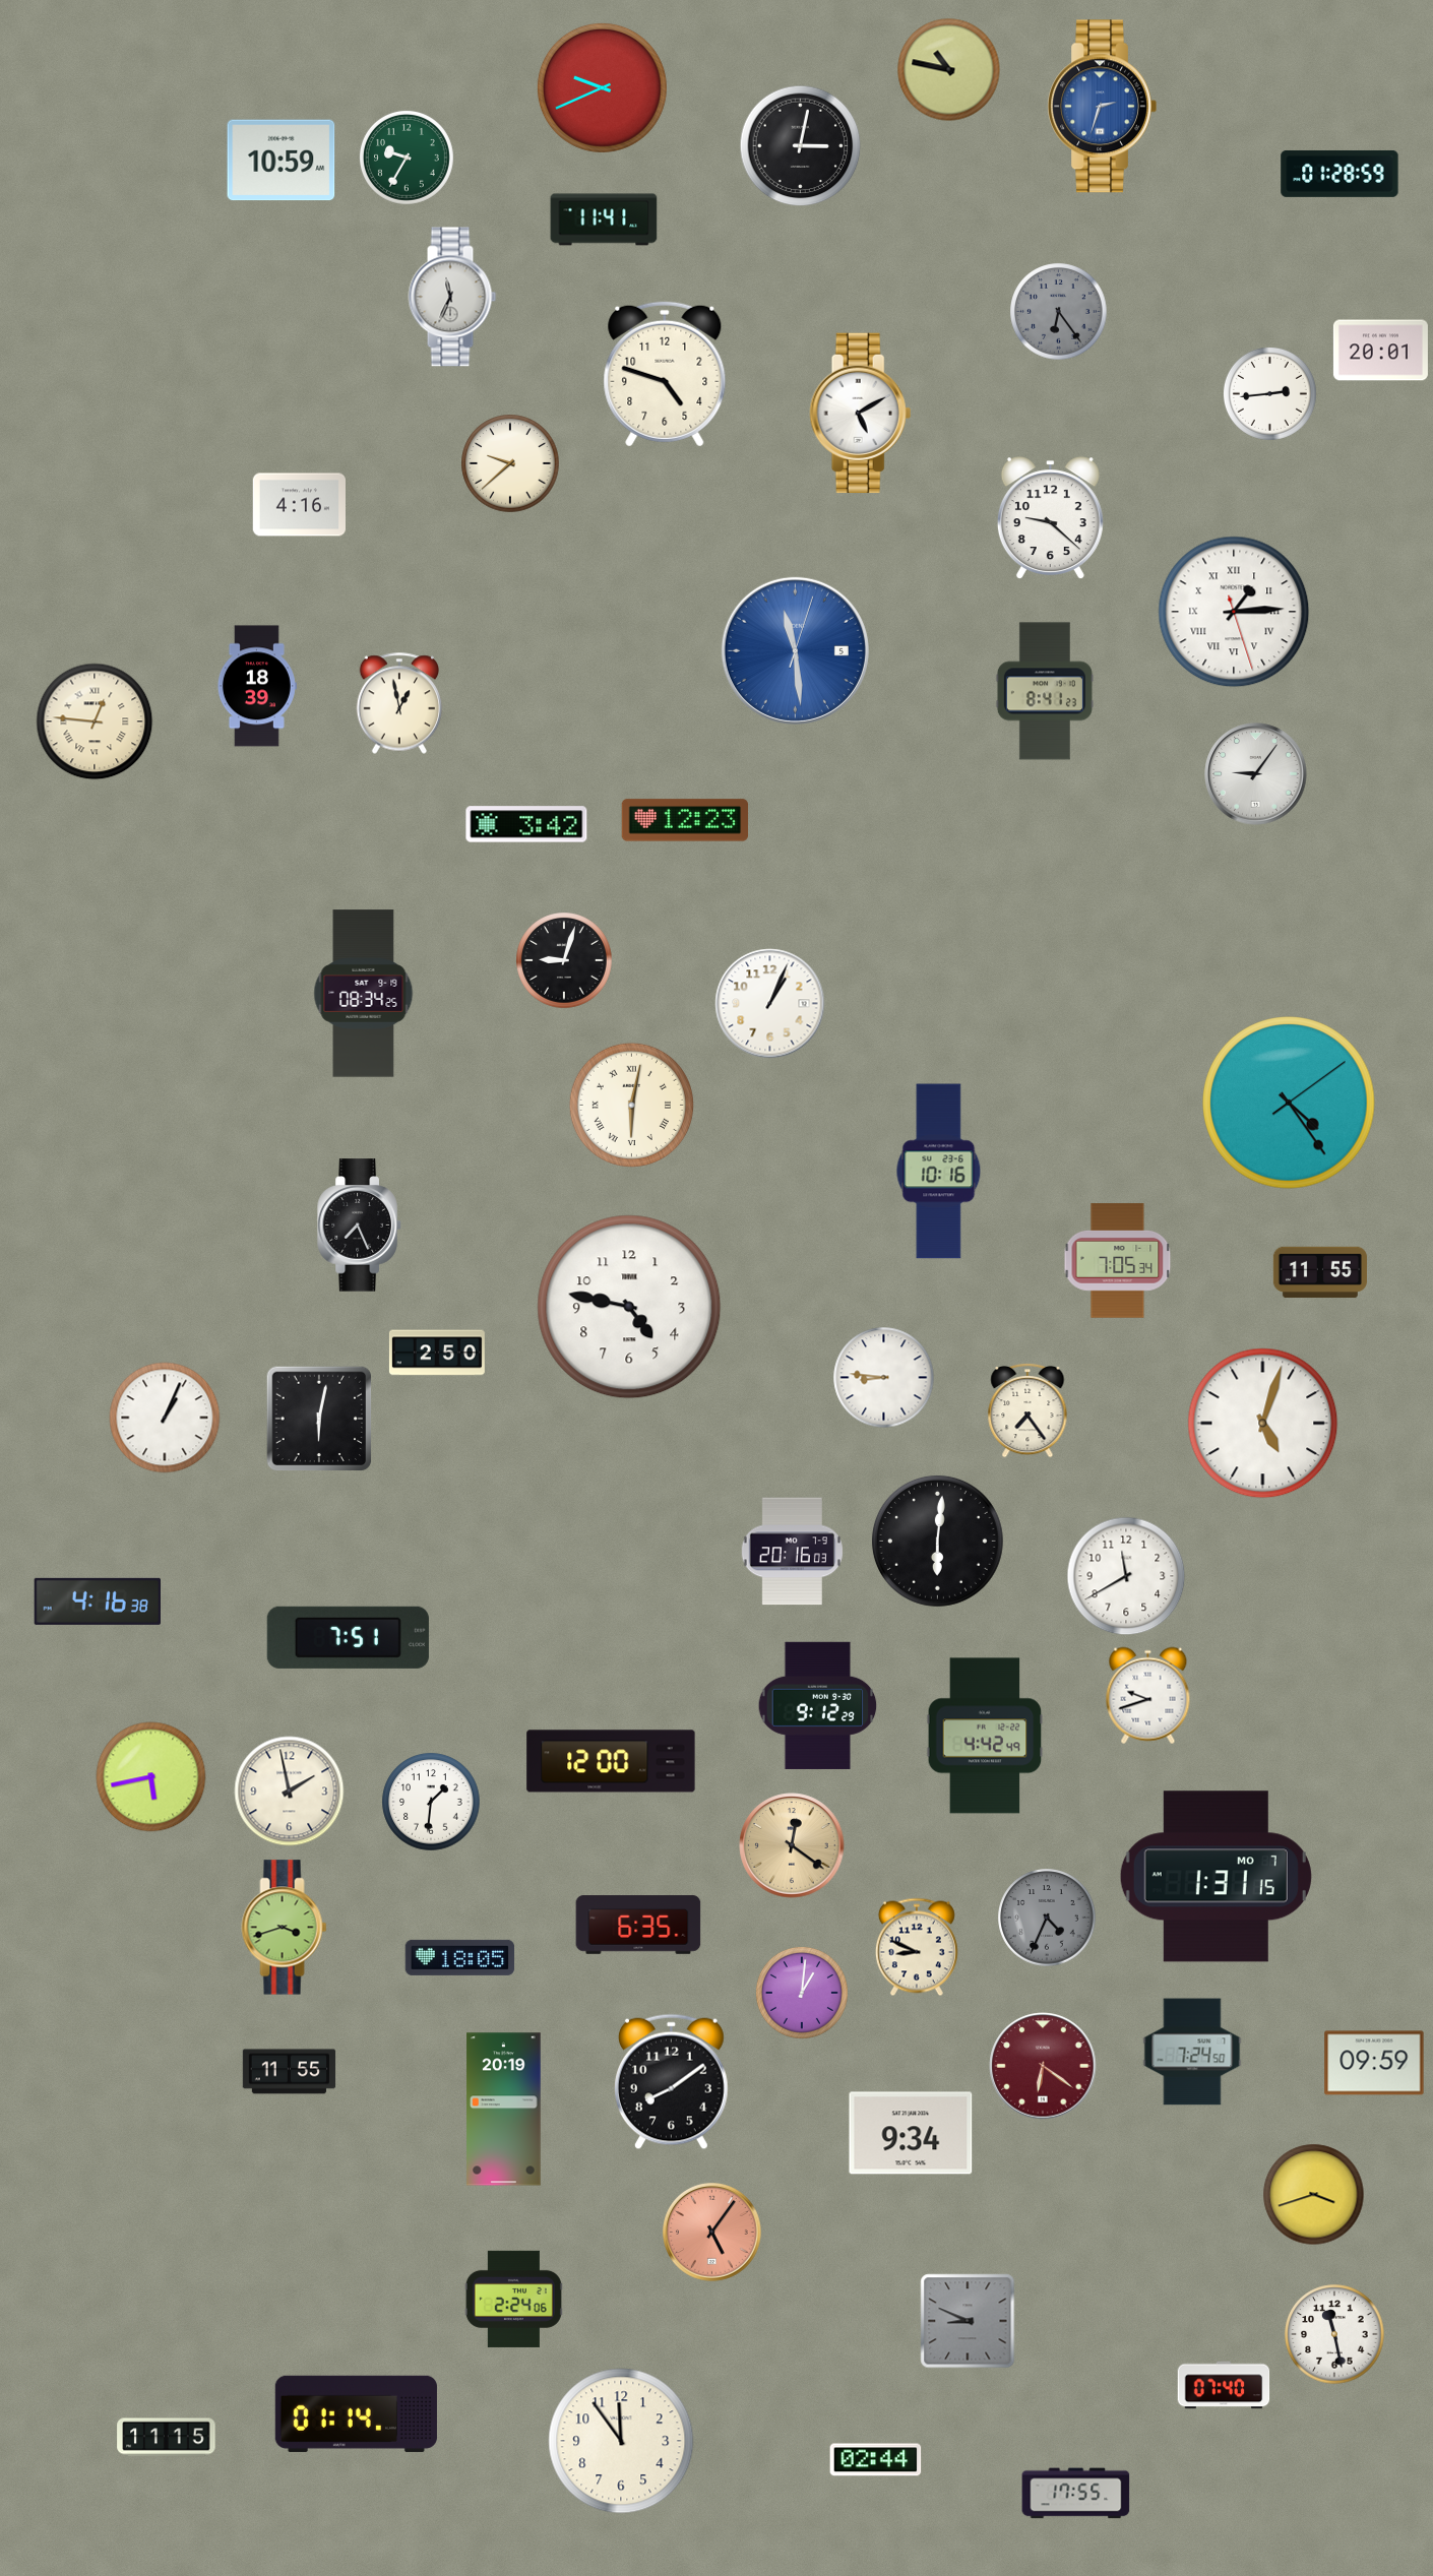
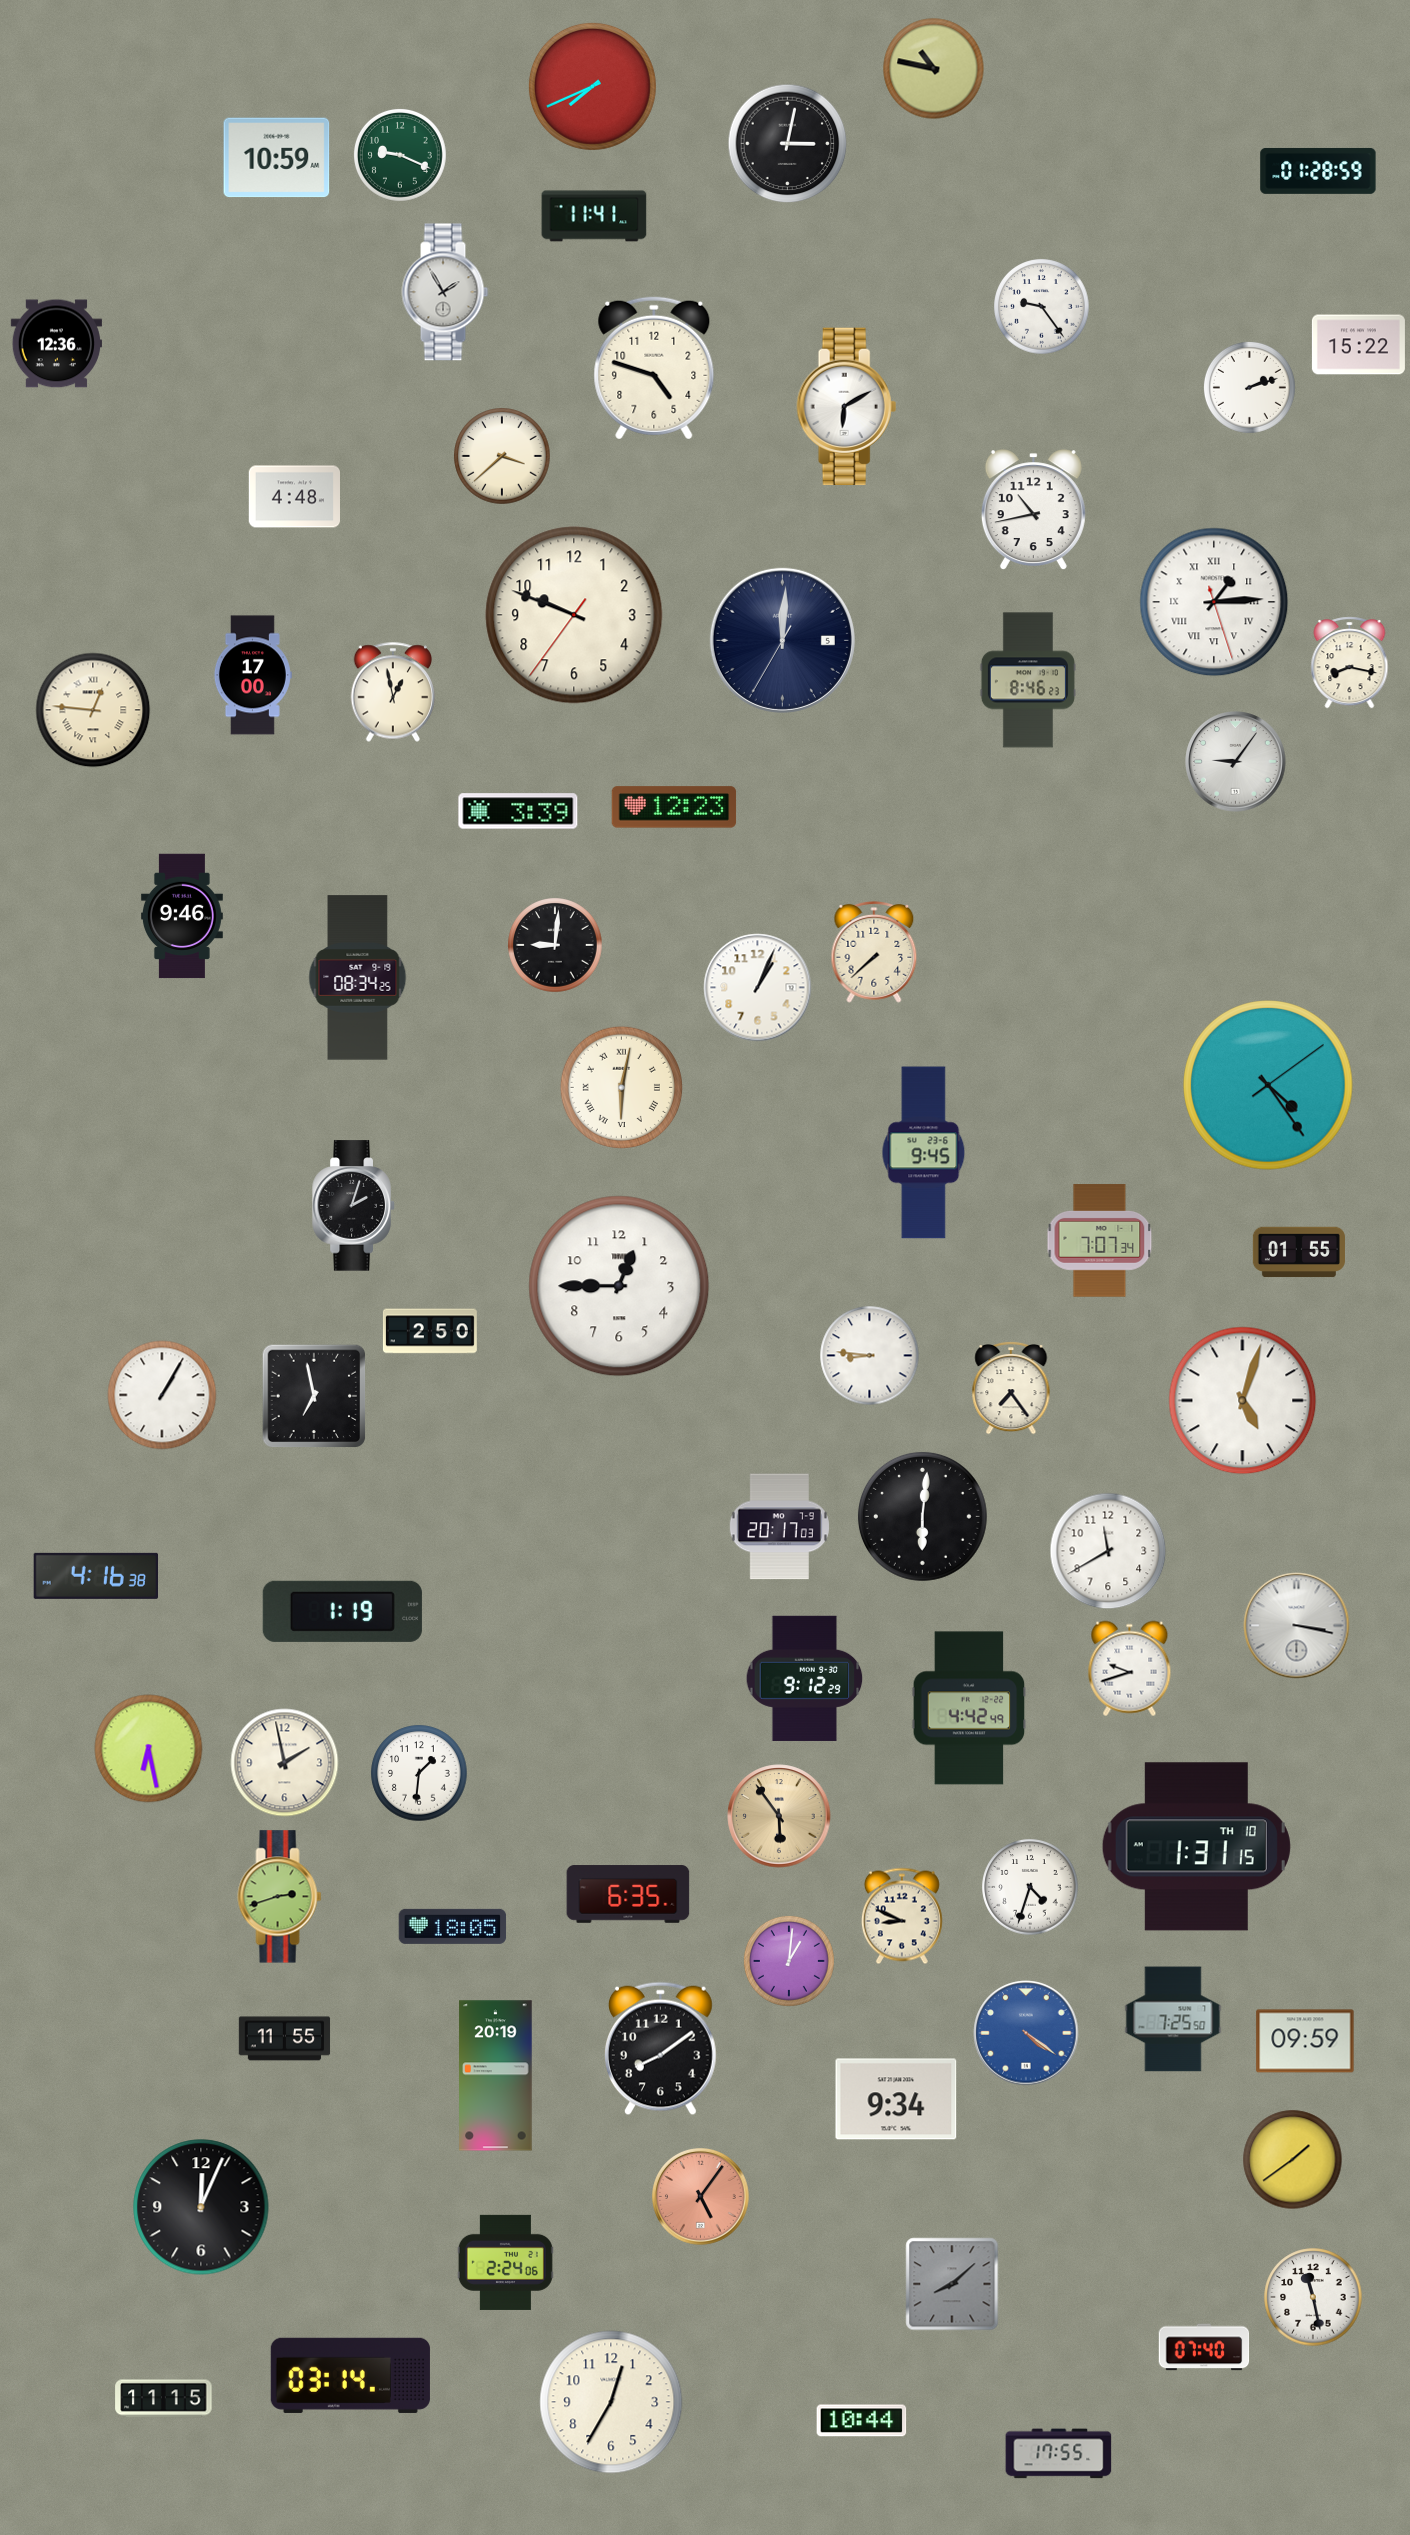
clock at (602, 87): 9:41 -> 7:41
clock at (1102, 107): 2:33 -> none
clock at (407, 158): 9:35 -> 9:19
clock at (452, 297): 11:34 -> 1:55
clock at (1059, 312): 6:24 -> 9:24
clock at (1059, 312) dial: grey -> white
clock at (56, 344): none -> 12:36
clock at (1380, 351): 20:01 -> 15:22
clock at (1269, 393): 2:44 -> 2:12
clock at (861, 414): 5:10 -> 6:10
clock at (510, 463): 9:38 -> 3:38
clock at (299, 505): 4:16 -> 4:48
clock at (1050, 518): 9:22 -> 10:43
clock at (574, 615): none -> 9:48
clock at (795, 650): 11:29 -> 12:00
clock at (795, 650) dial: blue -> navy
clock at (1350, 663): none -> 8:17
clock at (256, 686): 18:39 -> 17:00
clock at (1045, 691): 8:41 -> 8:46
clock at (526, 824): 3:42 -> 3:39
clock at (182, 916): none -> 9:46
clock at (564, 960): 9:03 -> 9:01
clock at (874, 952): none -> 7:38
clock at (939, 1172): 10:16 -> 9:45
clock at (360, 1226): 7:26 -> 2:03
clock at (1118, 1261): 7:05 -> 7:07
clock at (1320, 1272): 11:55 -> 01:55
clock at (629, 1307): 4:47 -> 12:45
clock at (165, 1418): 1:04 -> 1:05
clock at (319, 1419): 6:02 -> 6:58
clock at (792, 1552): 20:16 -> 20:17
clock at (348, 1637): 7:51 -> 1:19
clock at (1297, 1626): none -> 3:17
clock at (611, 1761): 12:00 -> none
clock at (151, 1777): 5:43 -> 6:28
clock at (431, 1802) position: (431, 1802) -> (419, 1773)
clock at (792, 1845): 12:21 -> 5:54
clock at (1216, 1877) date: MO 7 -> TH 10
clock at (1047, 1918): 4:34 -> 4:33
clock at (1047, 1918) dial: grey -> white
clock at (285, 1928): 3:42 -> 2:42
clock at (1192, 2052): 7:24 -> 7:25
clock at (1374, 2063) position: (1374, 2063) -> (1305, 2041)
clock at (1043, 2066): 6:21 -> 4:21
clock at (1043, 2066) dial: burgundy -> blue
clock at (1314, 2195): 3:42 -> 1:39
clock at (201, 2207): none -> 12:04
clock at (968, 2321): 8:49 -> 8:08
clock at (356, 2413): 01:14 -> 03:14
clock at (621, 2441): 11:54 -> 12:35
clock at (876, 2460): 02:44 -> 10:44
